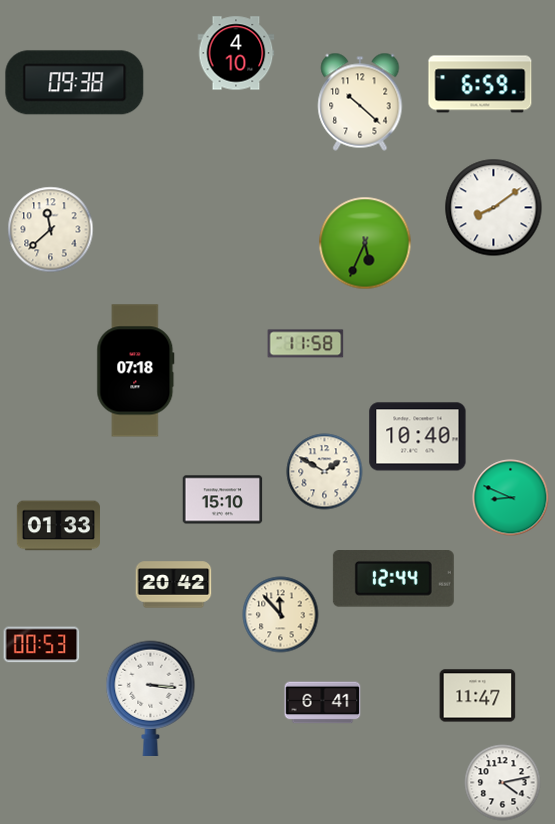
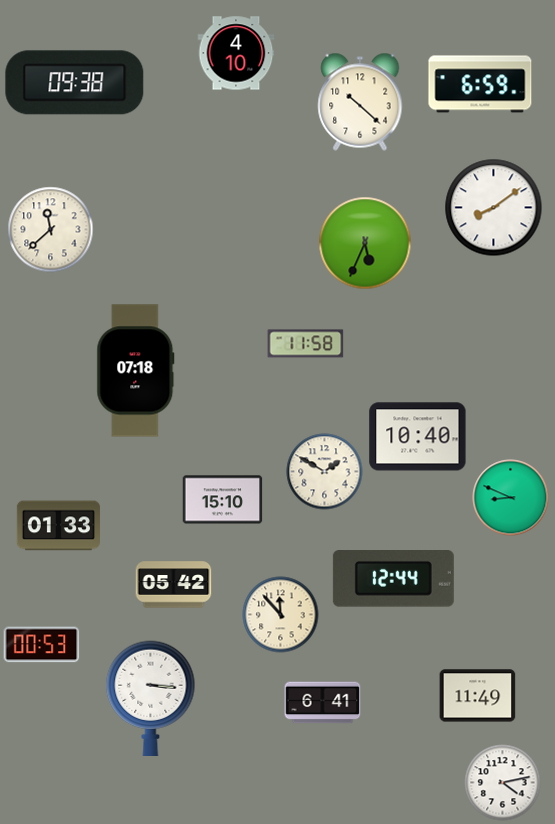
clock at (174, 585): 20:42 -> 05:42
clock at (478, 696): 11:47 -> 11:49
